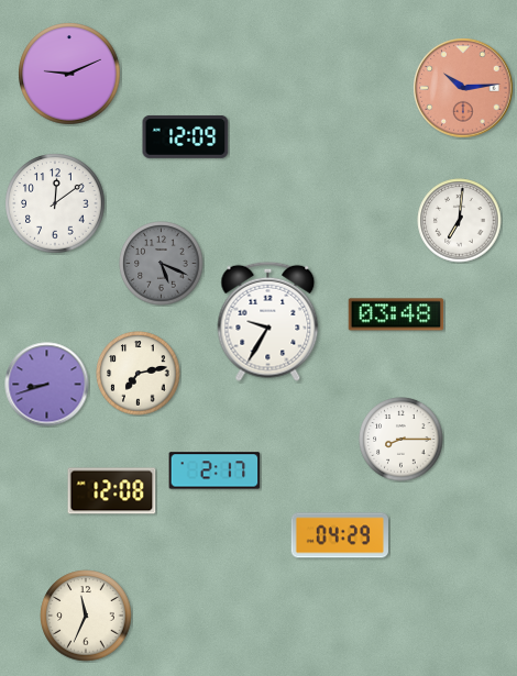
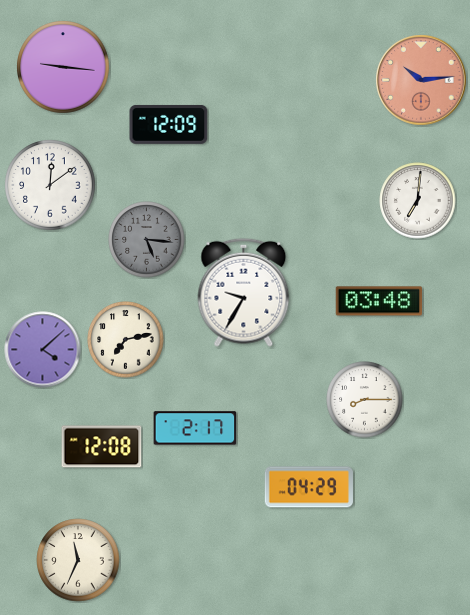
clock at (69, 74): 9:11 -> 9:16
clock at (162, 264): 5:19 -> 5:16
clock at (396, 314) position: (396, 314) -> (379, 301)
clock at (47, 385): 8:42 -> 4:08
